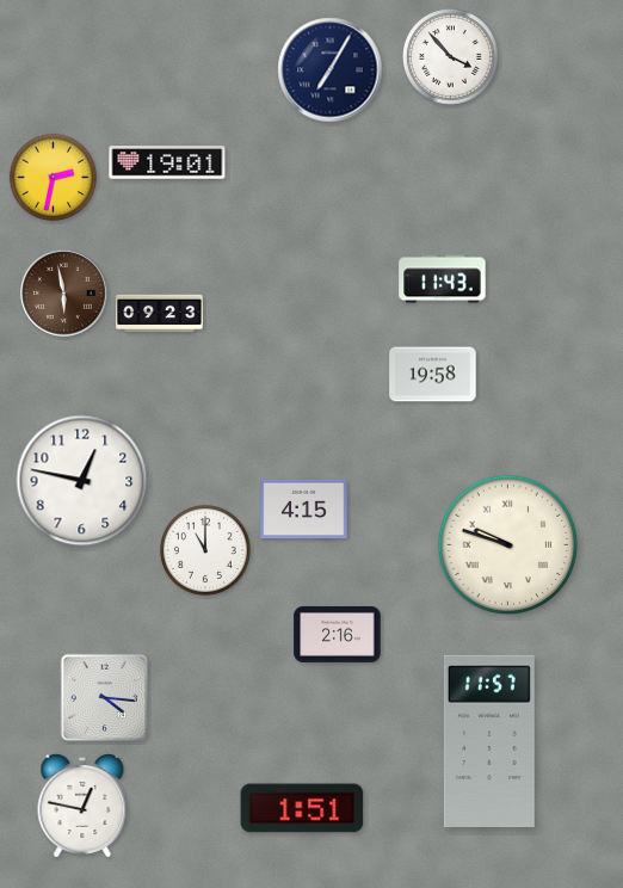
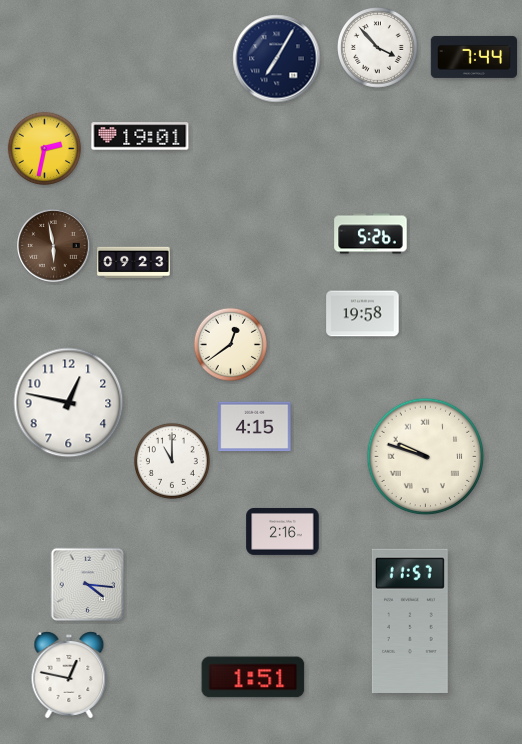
clock at (474, 57): none -> 7:44
clock at (443, 279): 11:43 -> 5:26
clock at (230, 344): none -> 12:39
